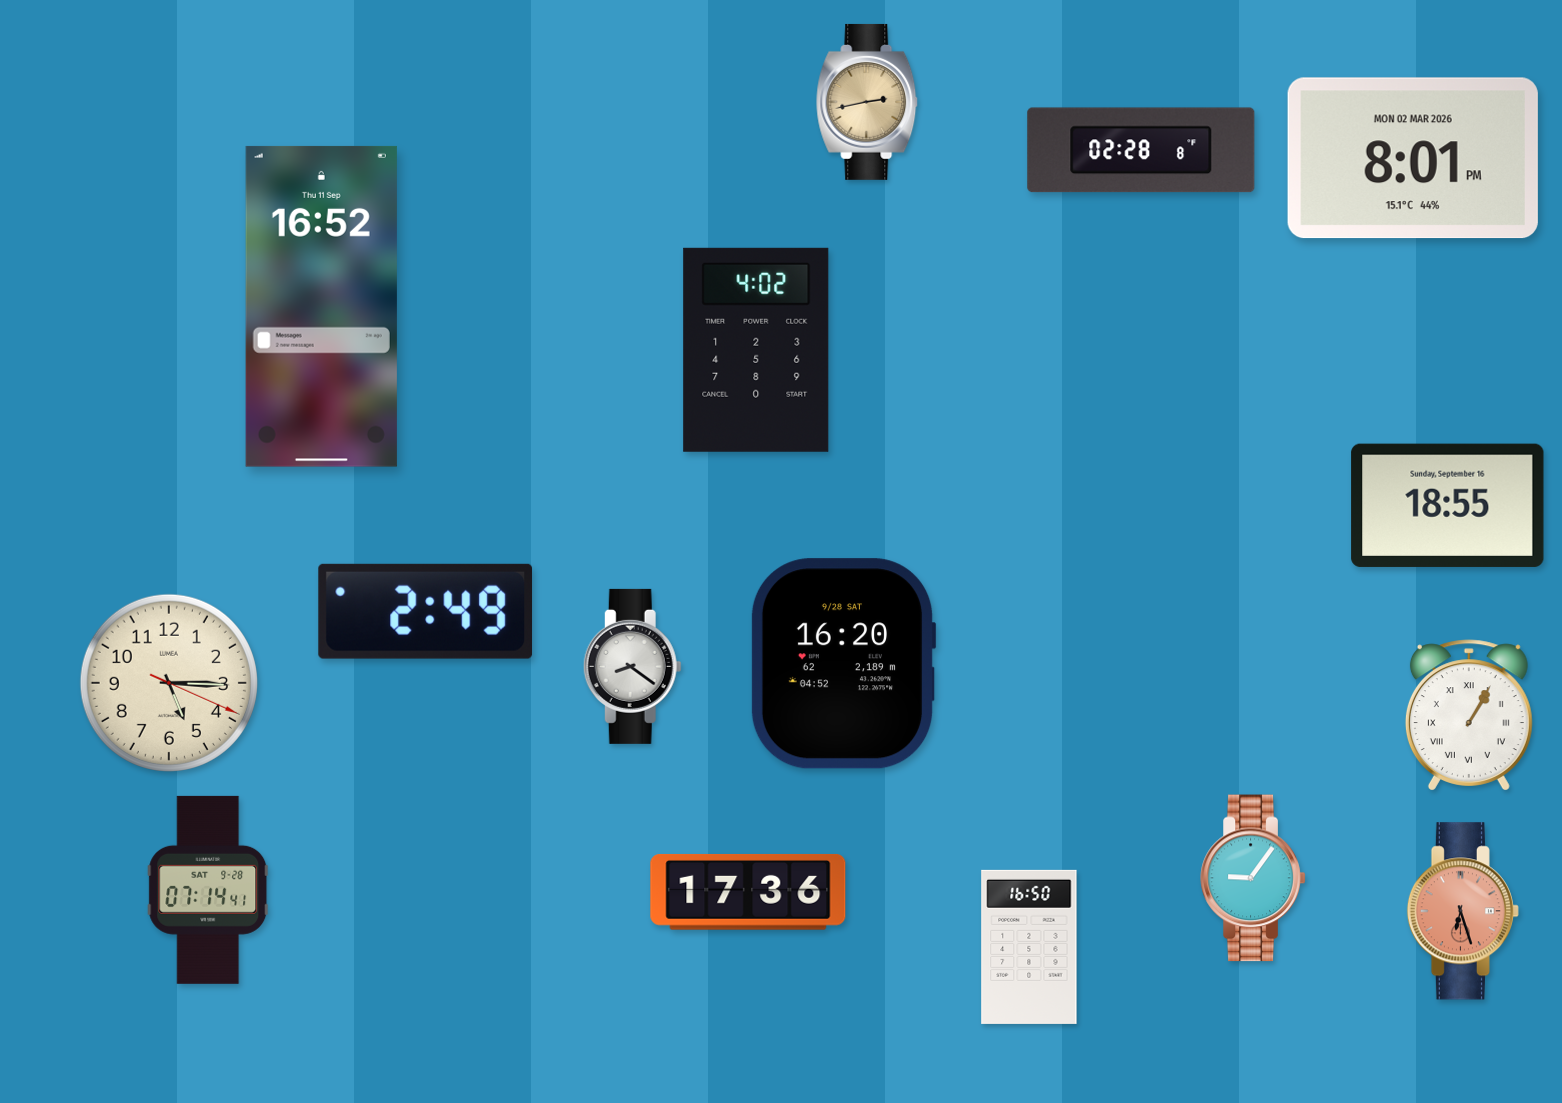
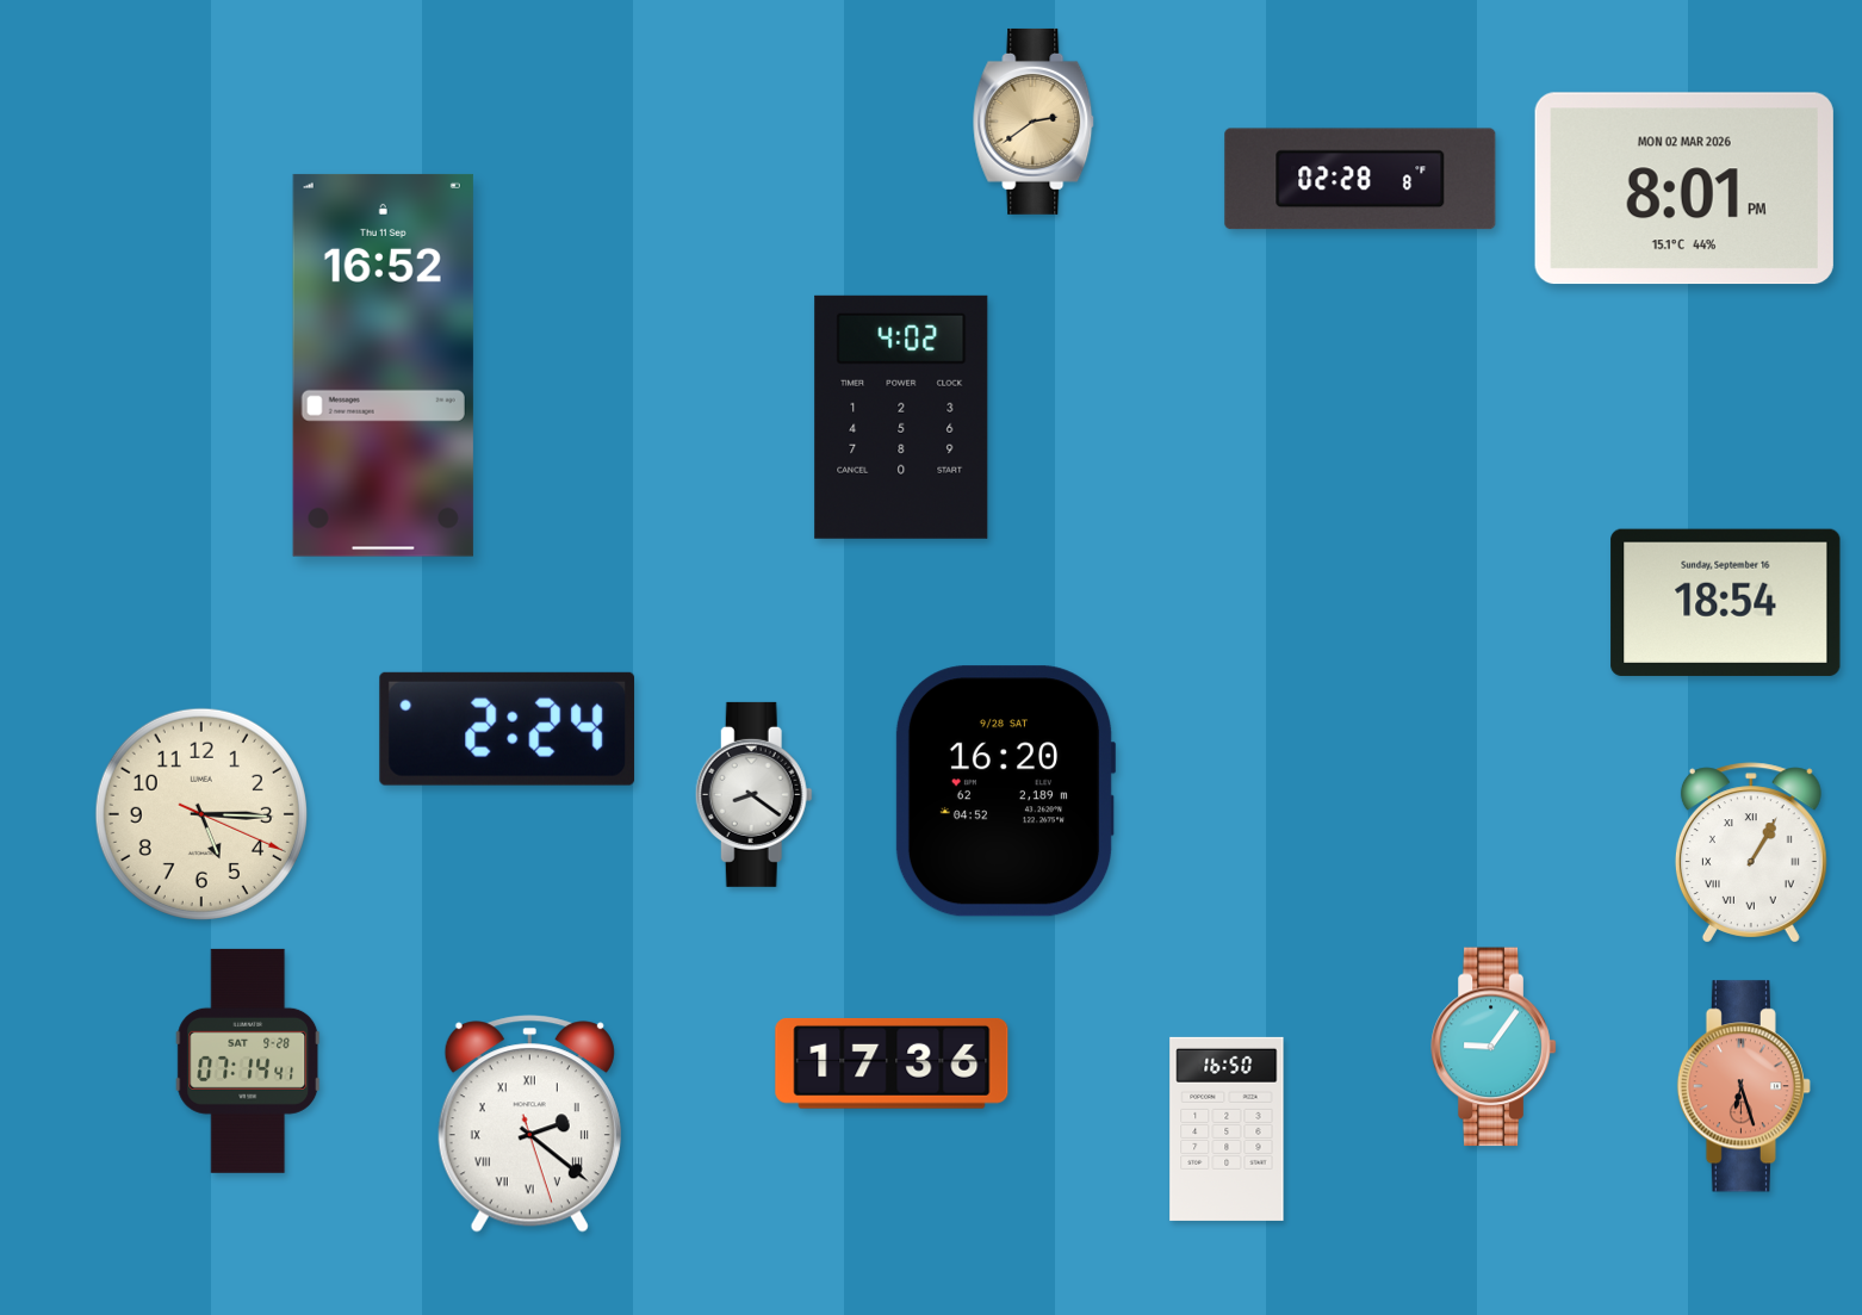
clock at (868, 102): 2:43 -> 2:39
clock at (1448, 505): 18:55 -> 18:54
clock at (426, 611): 2:49 -> 2:24
clock at (529, 1124): none -> 2:21
